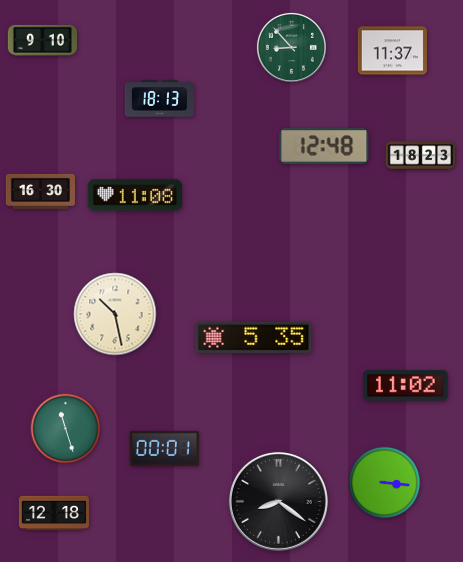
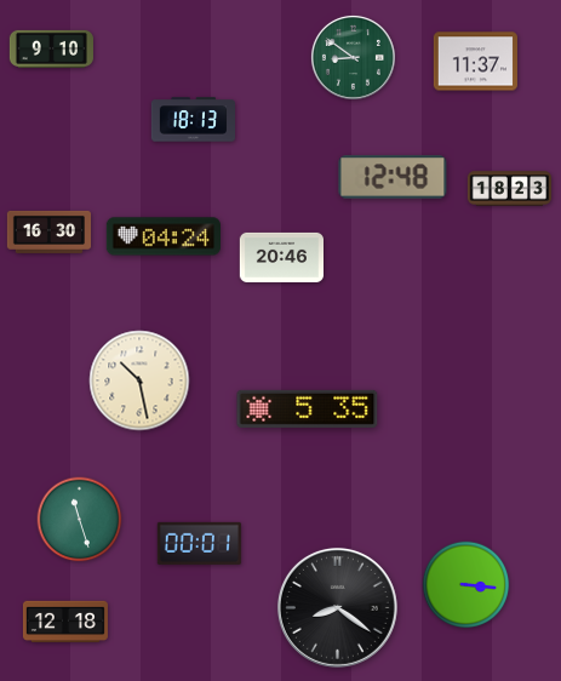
clock at (291, 47): 8:53 -> 8:51
clock at (134, 195): 11:08 -> 04:24
clock at (281, 257): none -> 20:46
clock at (406, 386): 11:02 -> none
